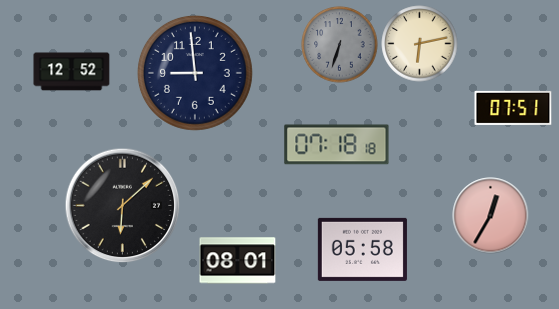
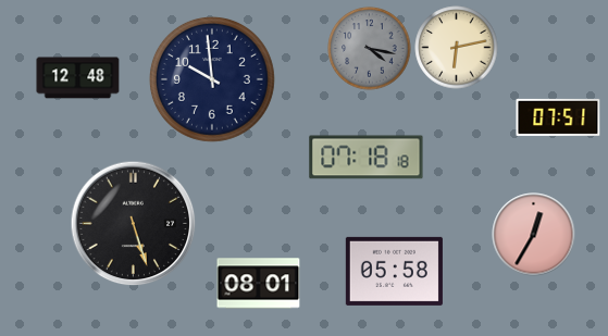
clock at (340, 45): 6:33 -> 4:17
clock at (72, 72): 12:52 -> 12:48
clock at (195, 73): 8:59 -> 9:59
clock at (123, 206): 6:08 -> 5:27
